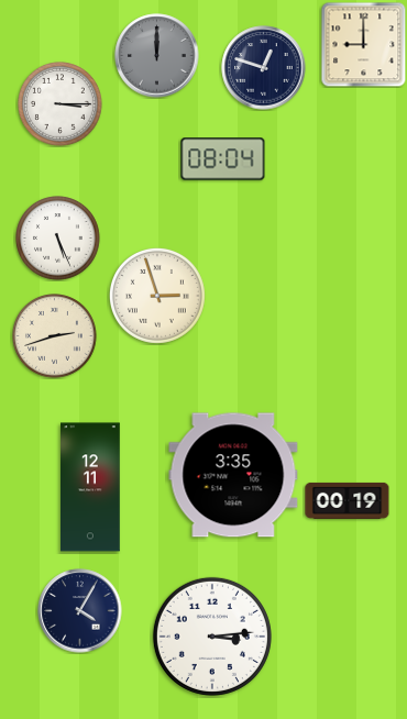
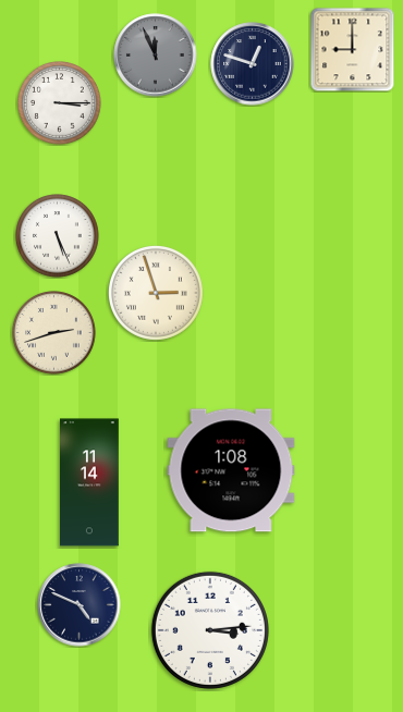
clock at (363, 44) position: (363, 44) -> (352, 49)
clock at (157, 56): 12:00 -> 11:56
clock at (264, 68) position: (264, 68) -> (253, 64)
clock at (223, 159): 08:04 -> none
clock at (233, 475): 3:35 -> 1:08
clock at (91, 487): 12:11 -> 11:14
clock at (348, 500): 00:19 -> none
clock at (80, 611): 4:05 -> 4:49
